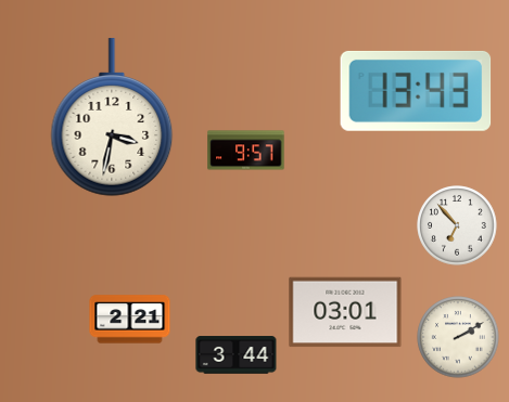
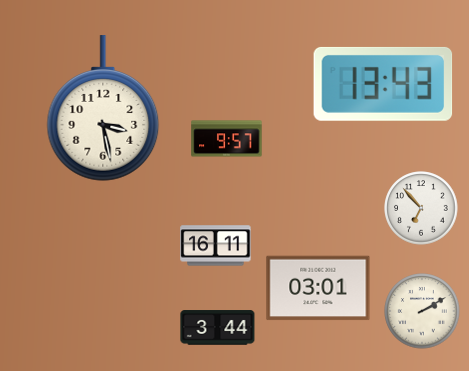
clock at (112, 117): 3:32 -> 3:28
clock at (216, 246): none -> 16:11
clock at (130, 320): 2:21 -> none
